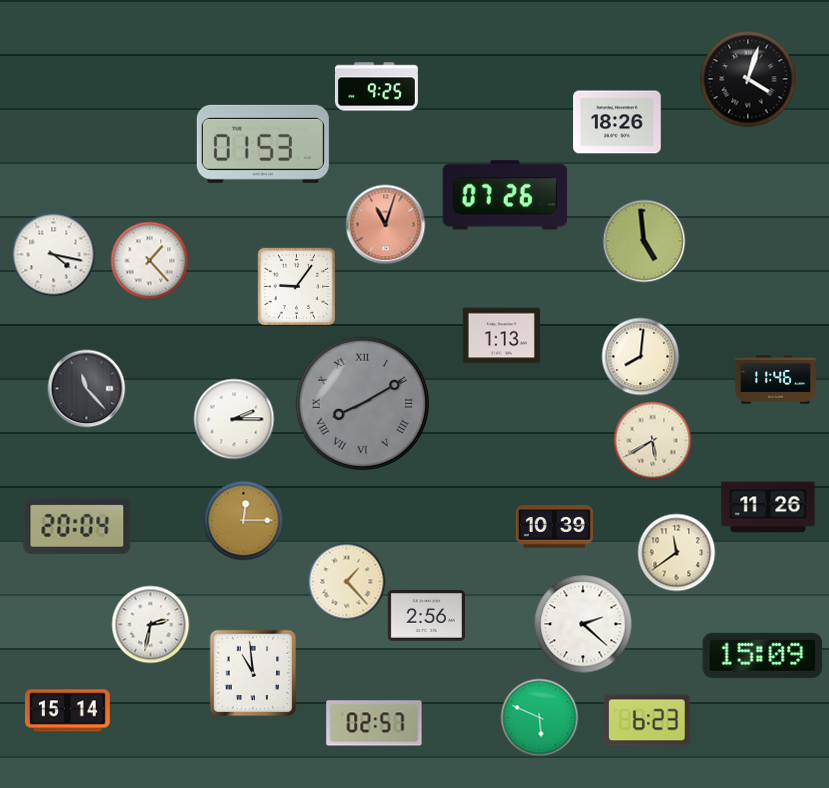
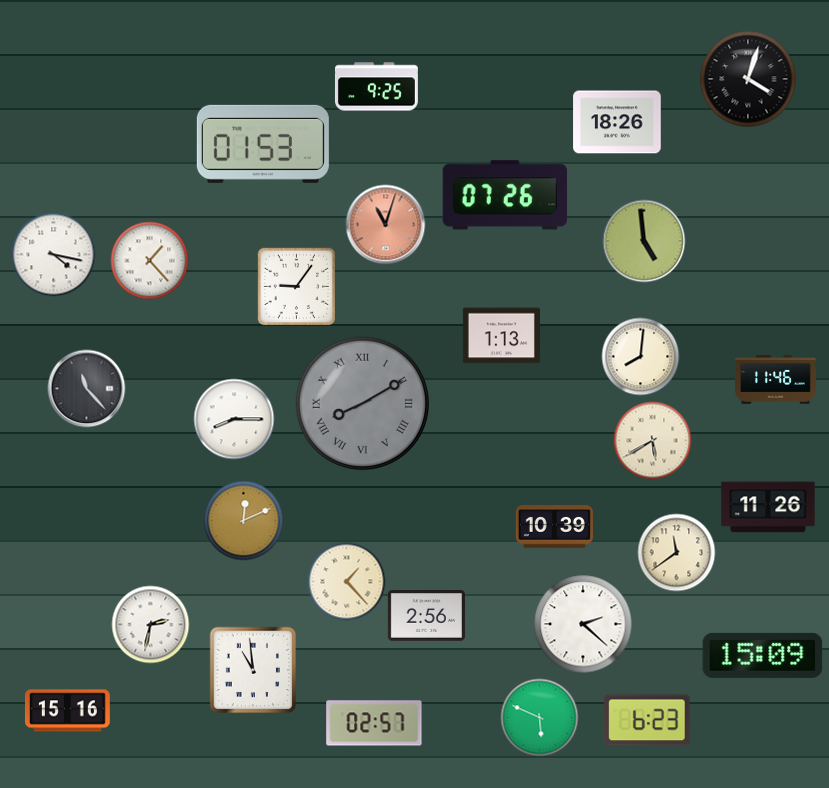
clock at (234, 419): 2:15 -> 8:15
clock at (243, 520): 12:15 -> 12:11
clock at (77, 526): 20:04 -> none
clock at (253, 673) position: (253, 673) -> (253, 670)
clock at (68, 711): 15:14 -> 15:16
